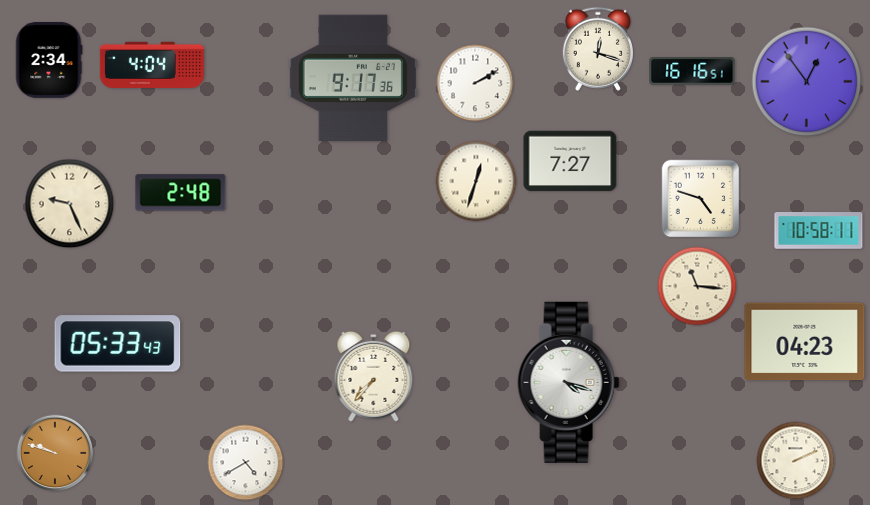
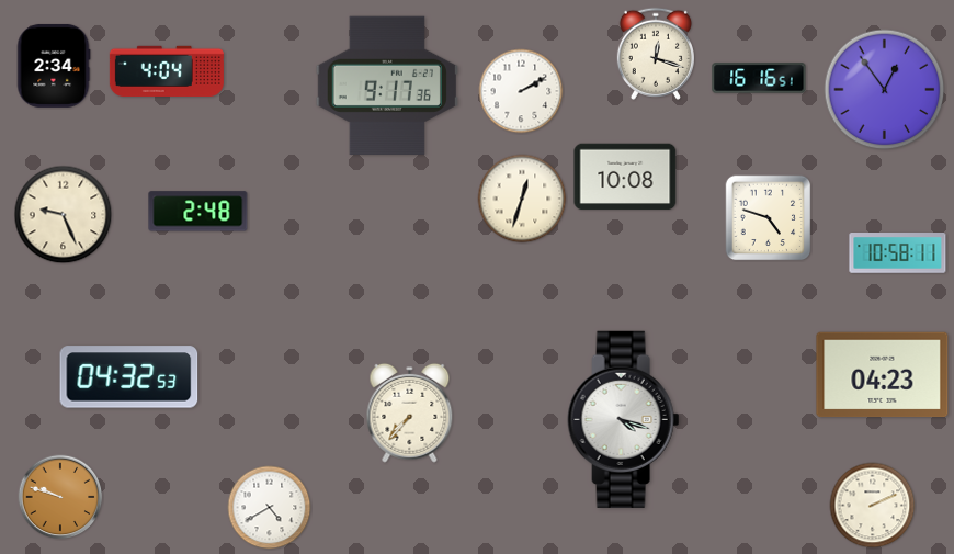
clock at (570, 161): 7:27 -> 10:08
clock at (70, 204) position: (70, 204) -> (64, 215)
clock at (697, 286): 11:16 -> none
clock at (118, 344): 05:33 -> 04:32
